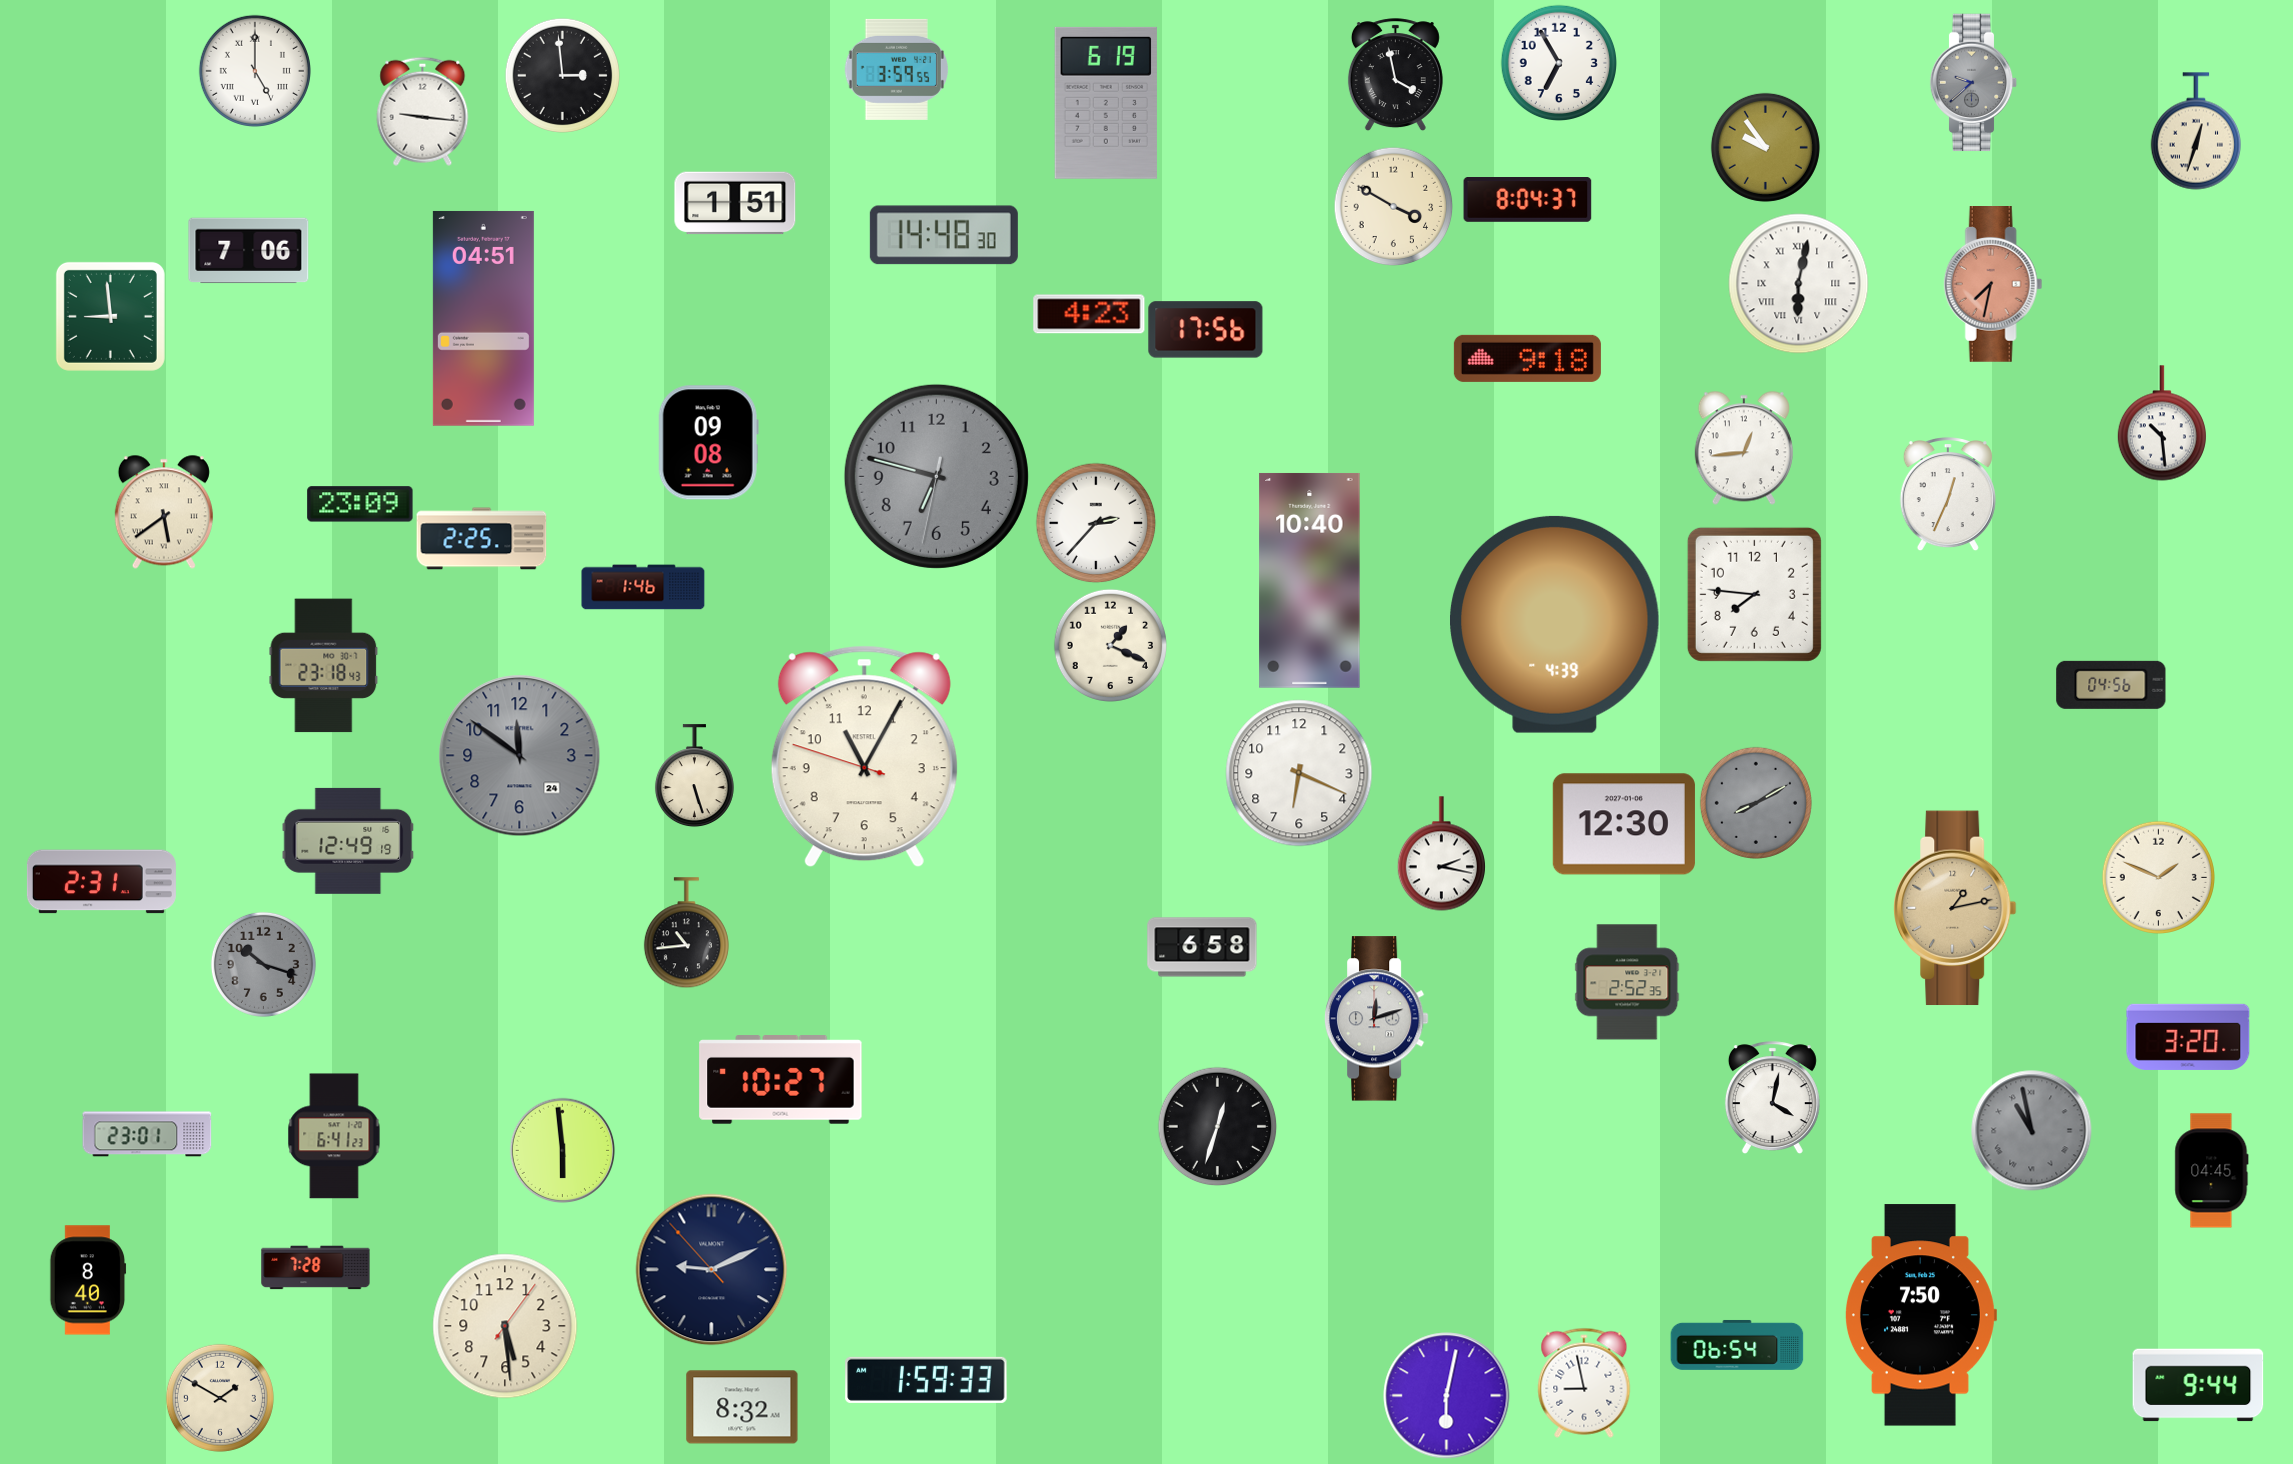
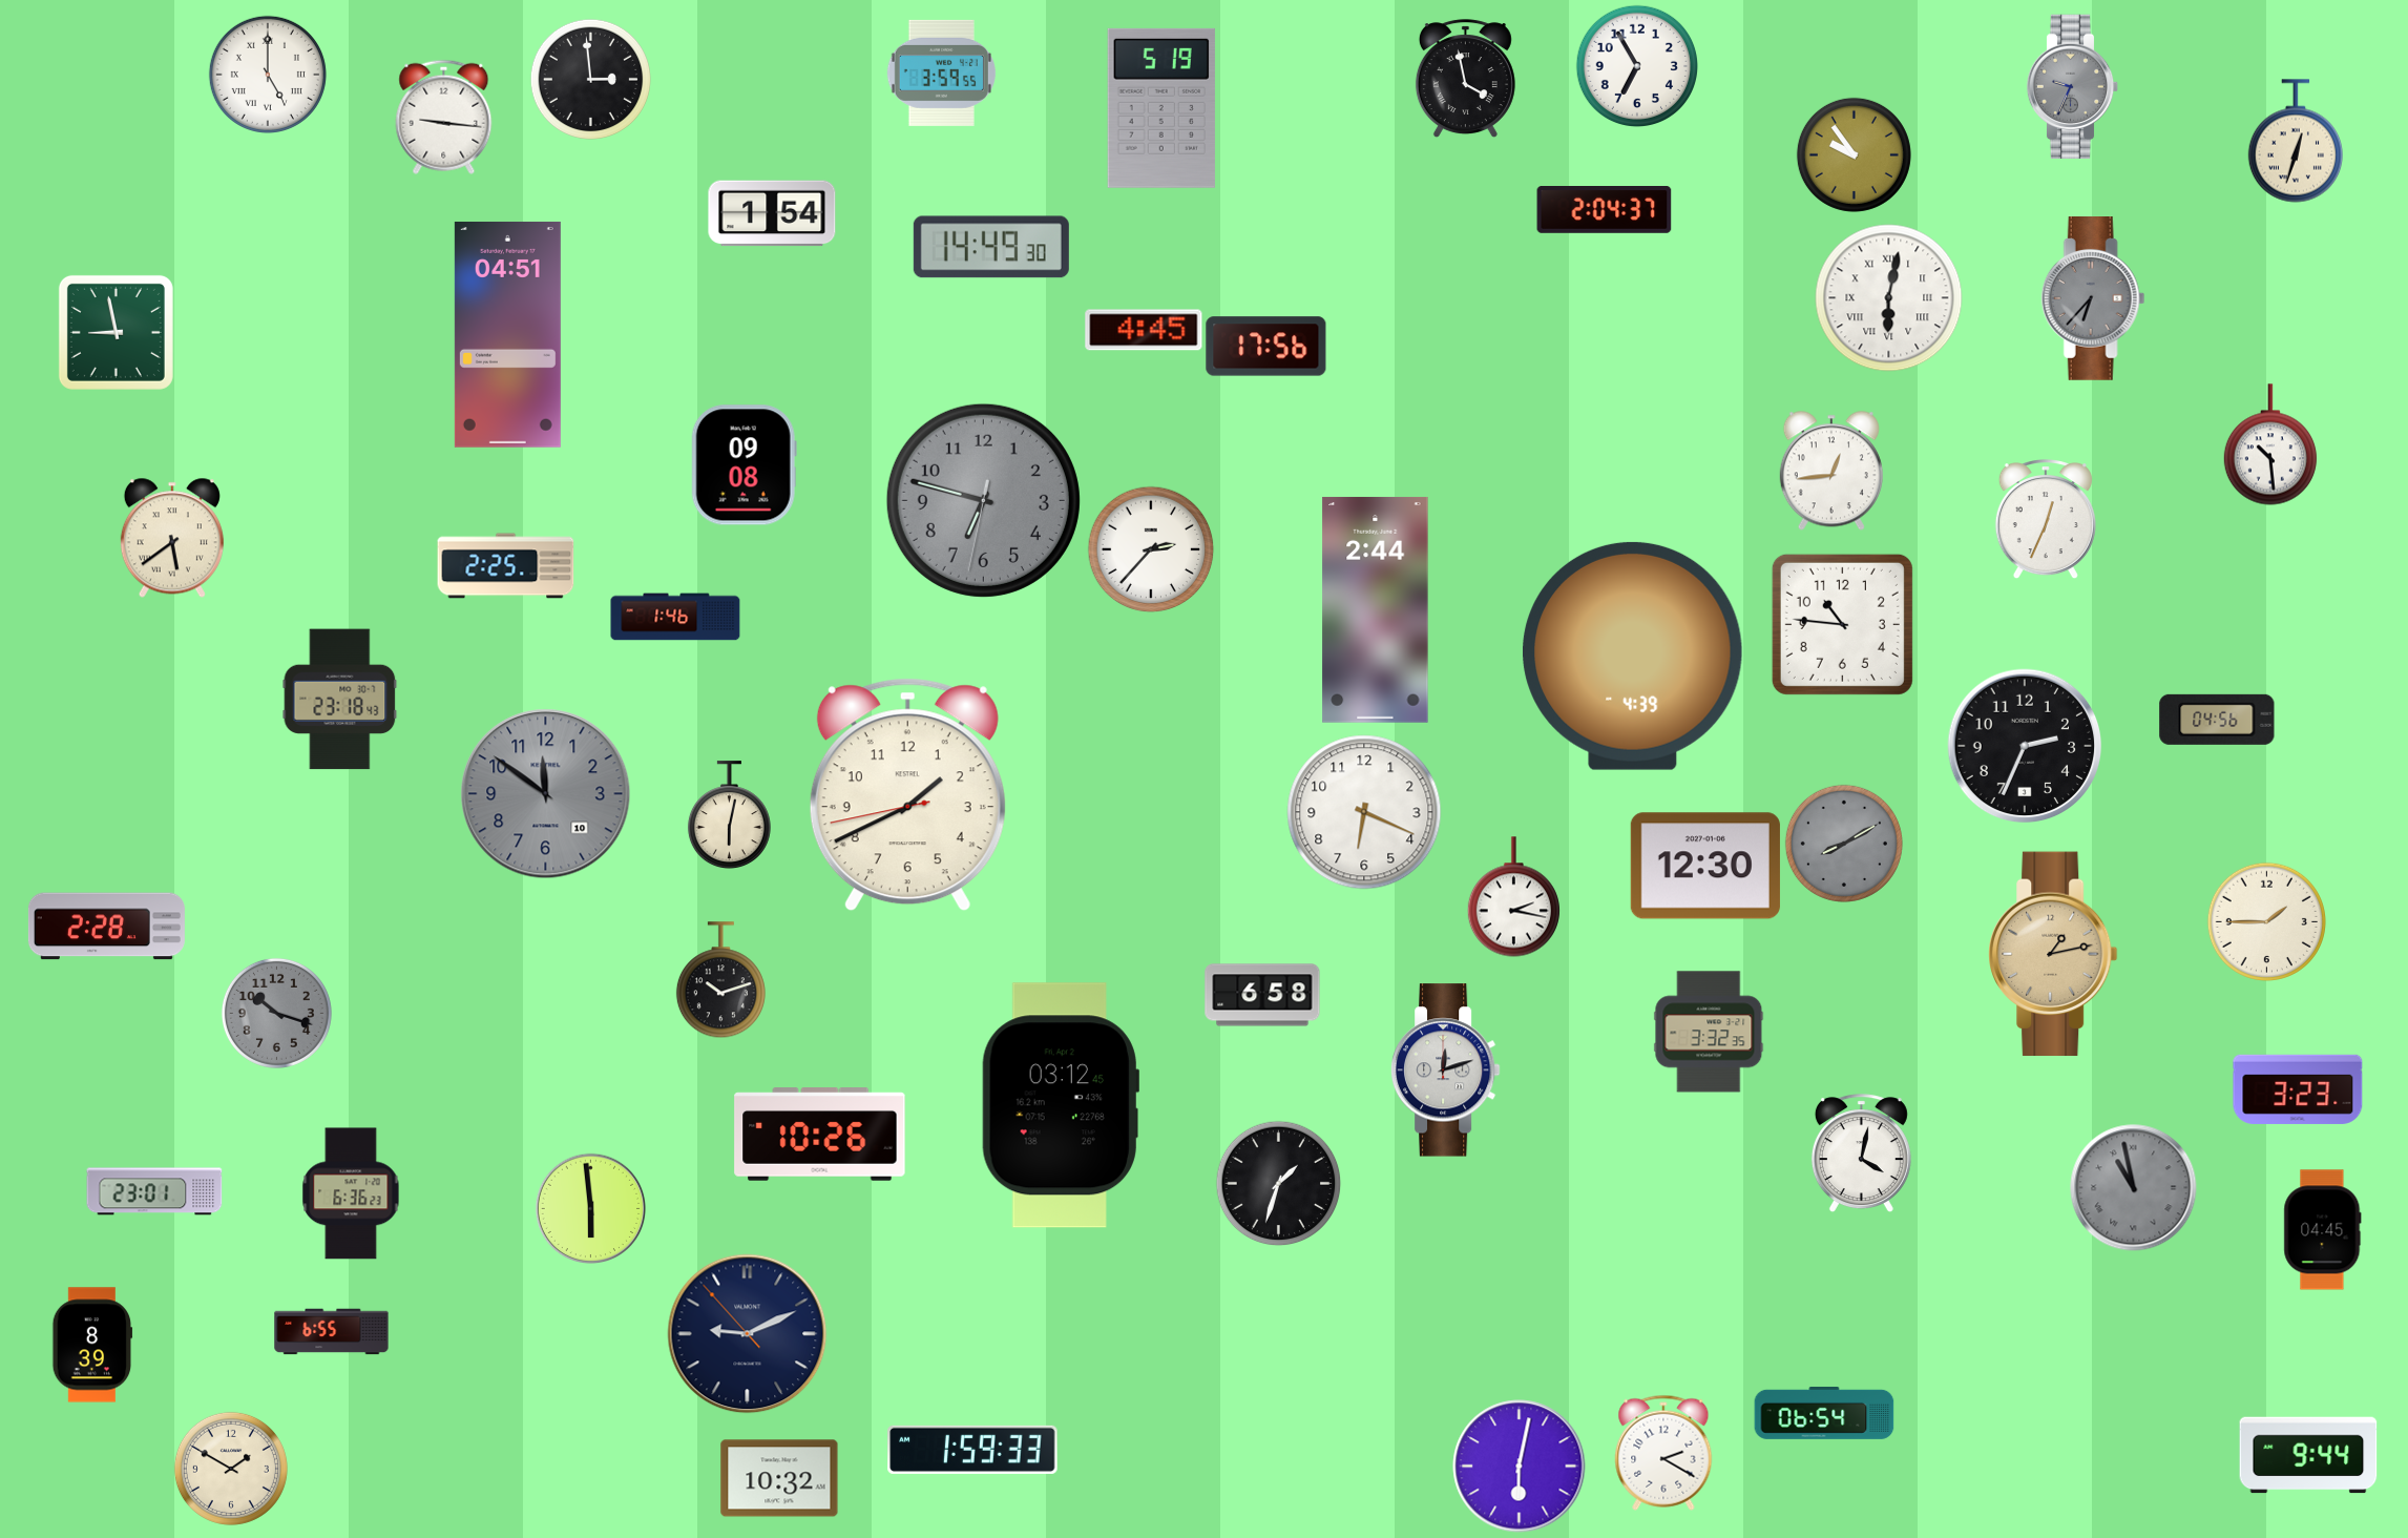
clock at (1974, 83): 9:38 -> 9:34
clock at (1106, 103): 6:19 -> 5:19
clock at (2195, 131) position: (2195, 131) -> (2295, 141)
clock at (1528, 200): 8:04 -> 2:04
clock at (735, 203): 1:51 -> 1:54
clock at (1393, 206): 3:50 -> none
clock at (944, 235): 14:48 -> 14:49
clock at (249, 251): 7:06 -> none
clock at (1993, 285): 7:32 -> 6:37
clock at (1993, 285) dial: salmon -> grey
clock at (1089, 314): 4:23 -> 4:45
clock at (110, 316): 8:59 -> 8:58
clock at (1527, 358): 9:18 -> none
clock at (360, 504): 23:09 -> none
clock at (1310, 580): 10:40 -> 2:44
clock at (1754, 594): 7:46 -> 10:46
clock at (1110, 645): 1:19 -> none
clock at (2025, 746): none -> 2:34
clock at (520, 756) date: 24 -> 10
clock at (864, 757): 11:04 -> 1:40
clock at (694, 776): 5:27 -> 6:02
clock at (348, 841): 12:49 -> none
clock at (2158, 877): 1:49 -> 1:45
clock at (101, 882): 2:31 -> 2:28
clock at (686, 933): 10:44 -> 10:12
clock at (1627, 982): 2:52 -> 3:32
clock at (2188, 1037): 3:20 -> 3:23
clock at (1061, 1105): none -> 03:12
clock at (781, 1080): 10:27 -> 10:26
clock at (1217, 1126): 12:33 -> 1:33
clock at (334, 1136): 6:41 -> 6:36
clock at (316, 1268): 7:28 -> 6:55
clock at (88, 1280): 8:40 -> 8:39
clock at (1920, 1315): 7:50 -> none
clock at (505, 1326): 5:29 -> none
clock at (1584, 1383): 8:58 -> 2:20
clock at (742, 1407): 8:32 -> 10:32
